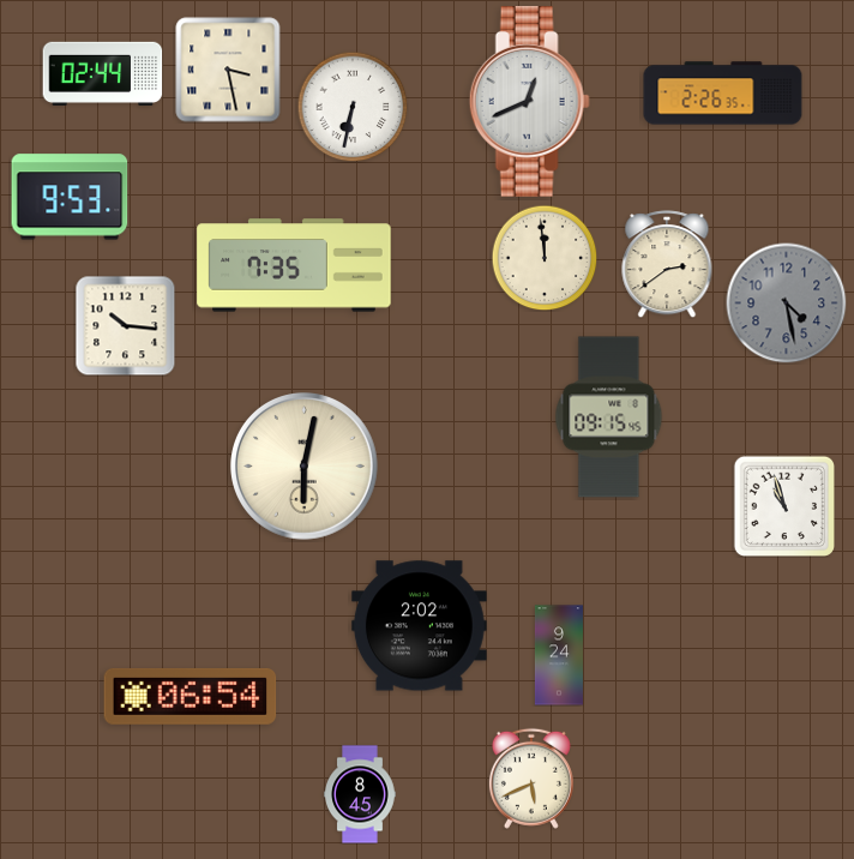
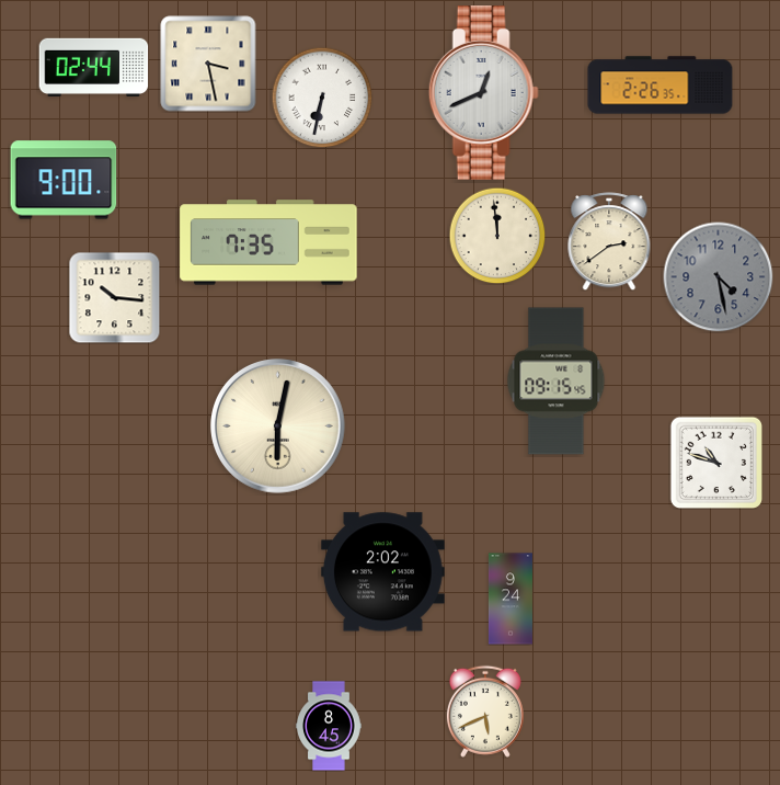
clock at (70, 197): 9:53 -> 9:00
clock at (783, 505): 10:57 -> 10:48
clock at (191, 696): 06:54 -> none
